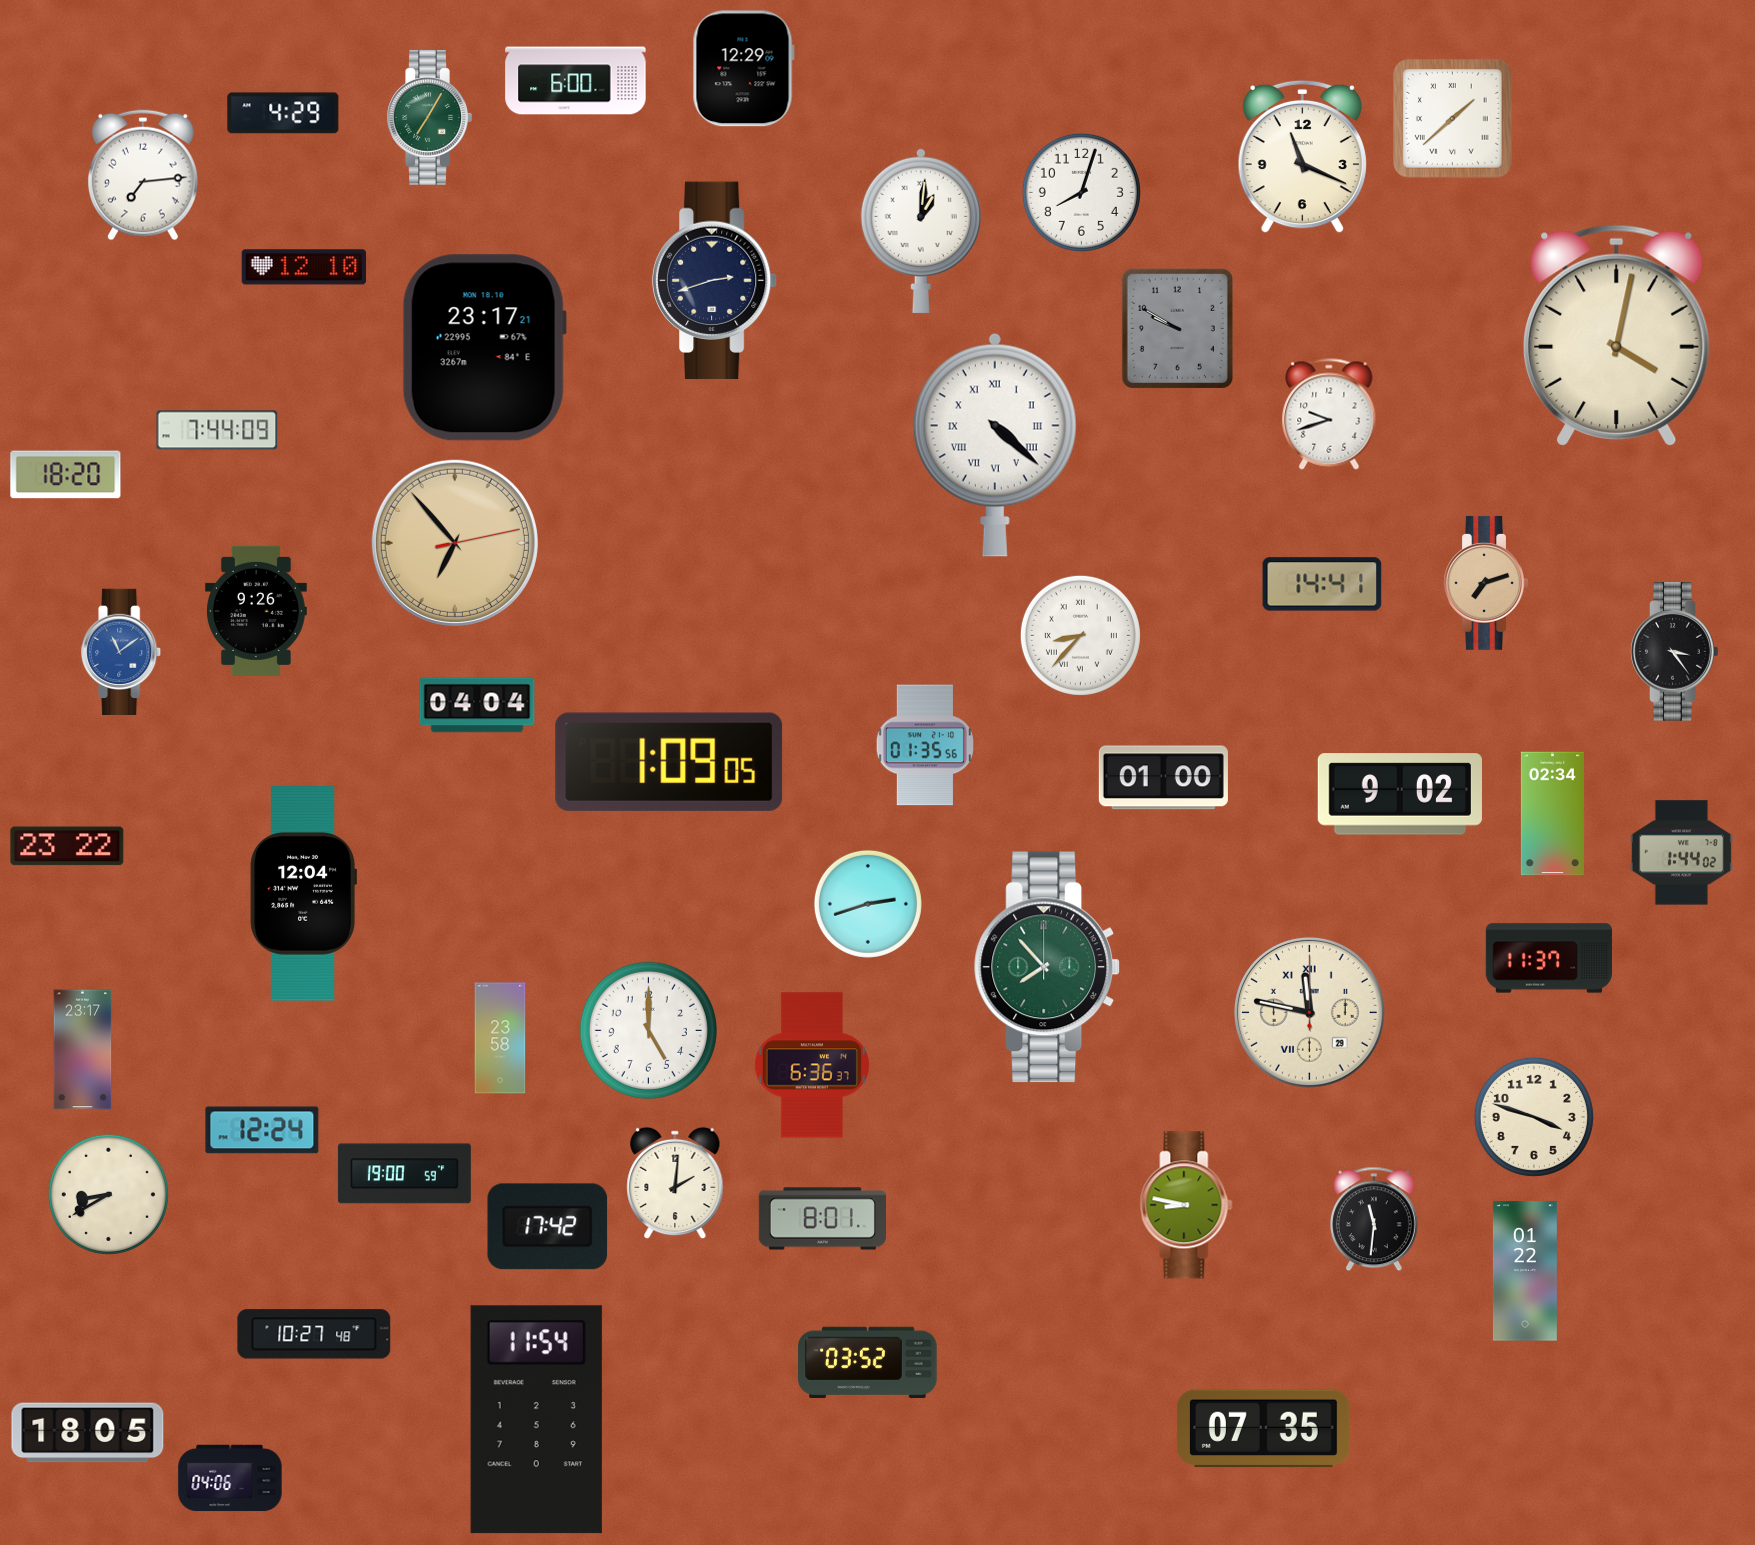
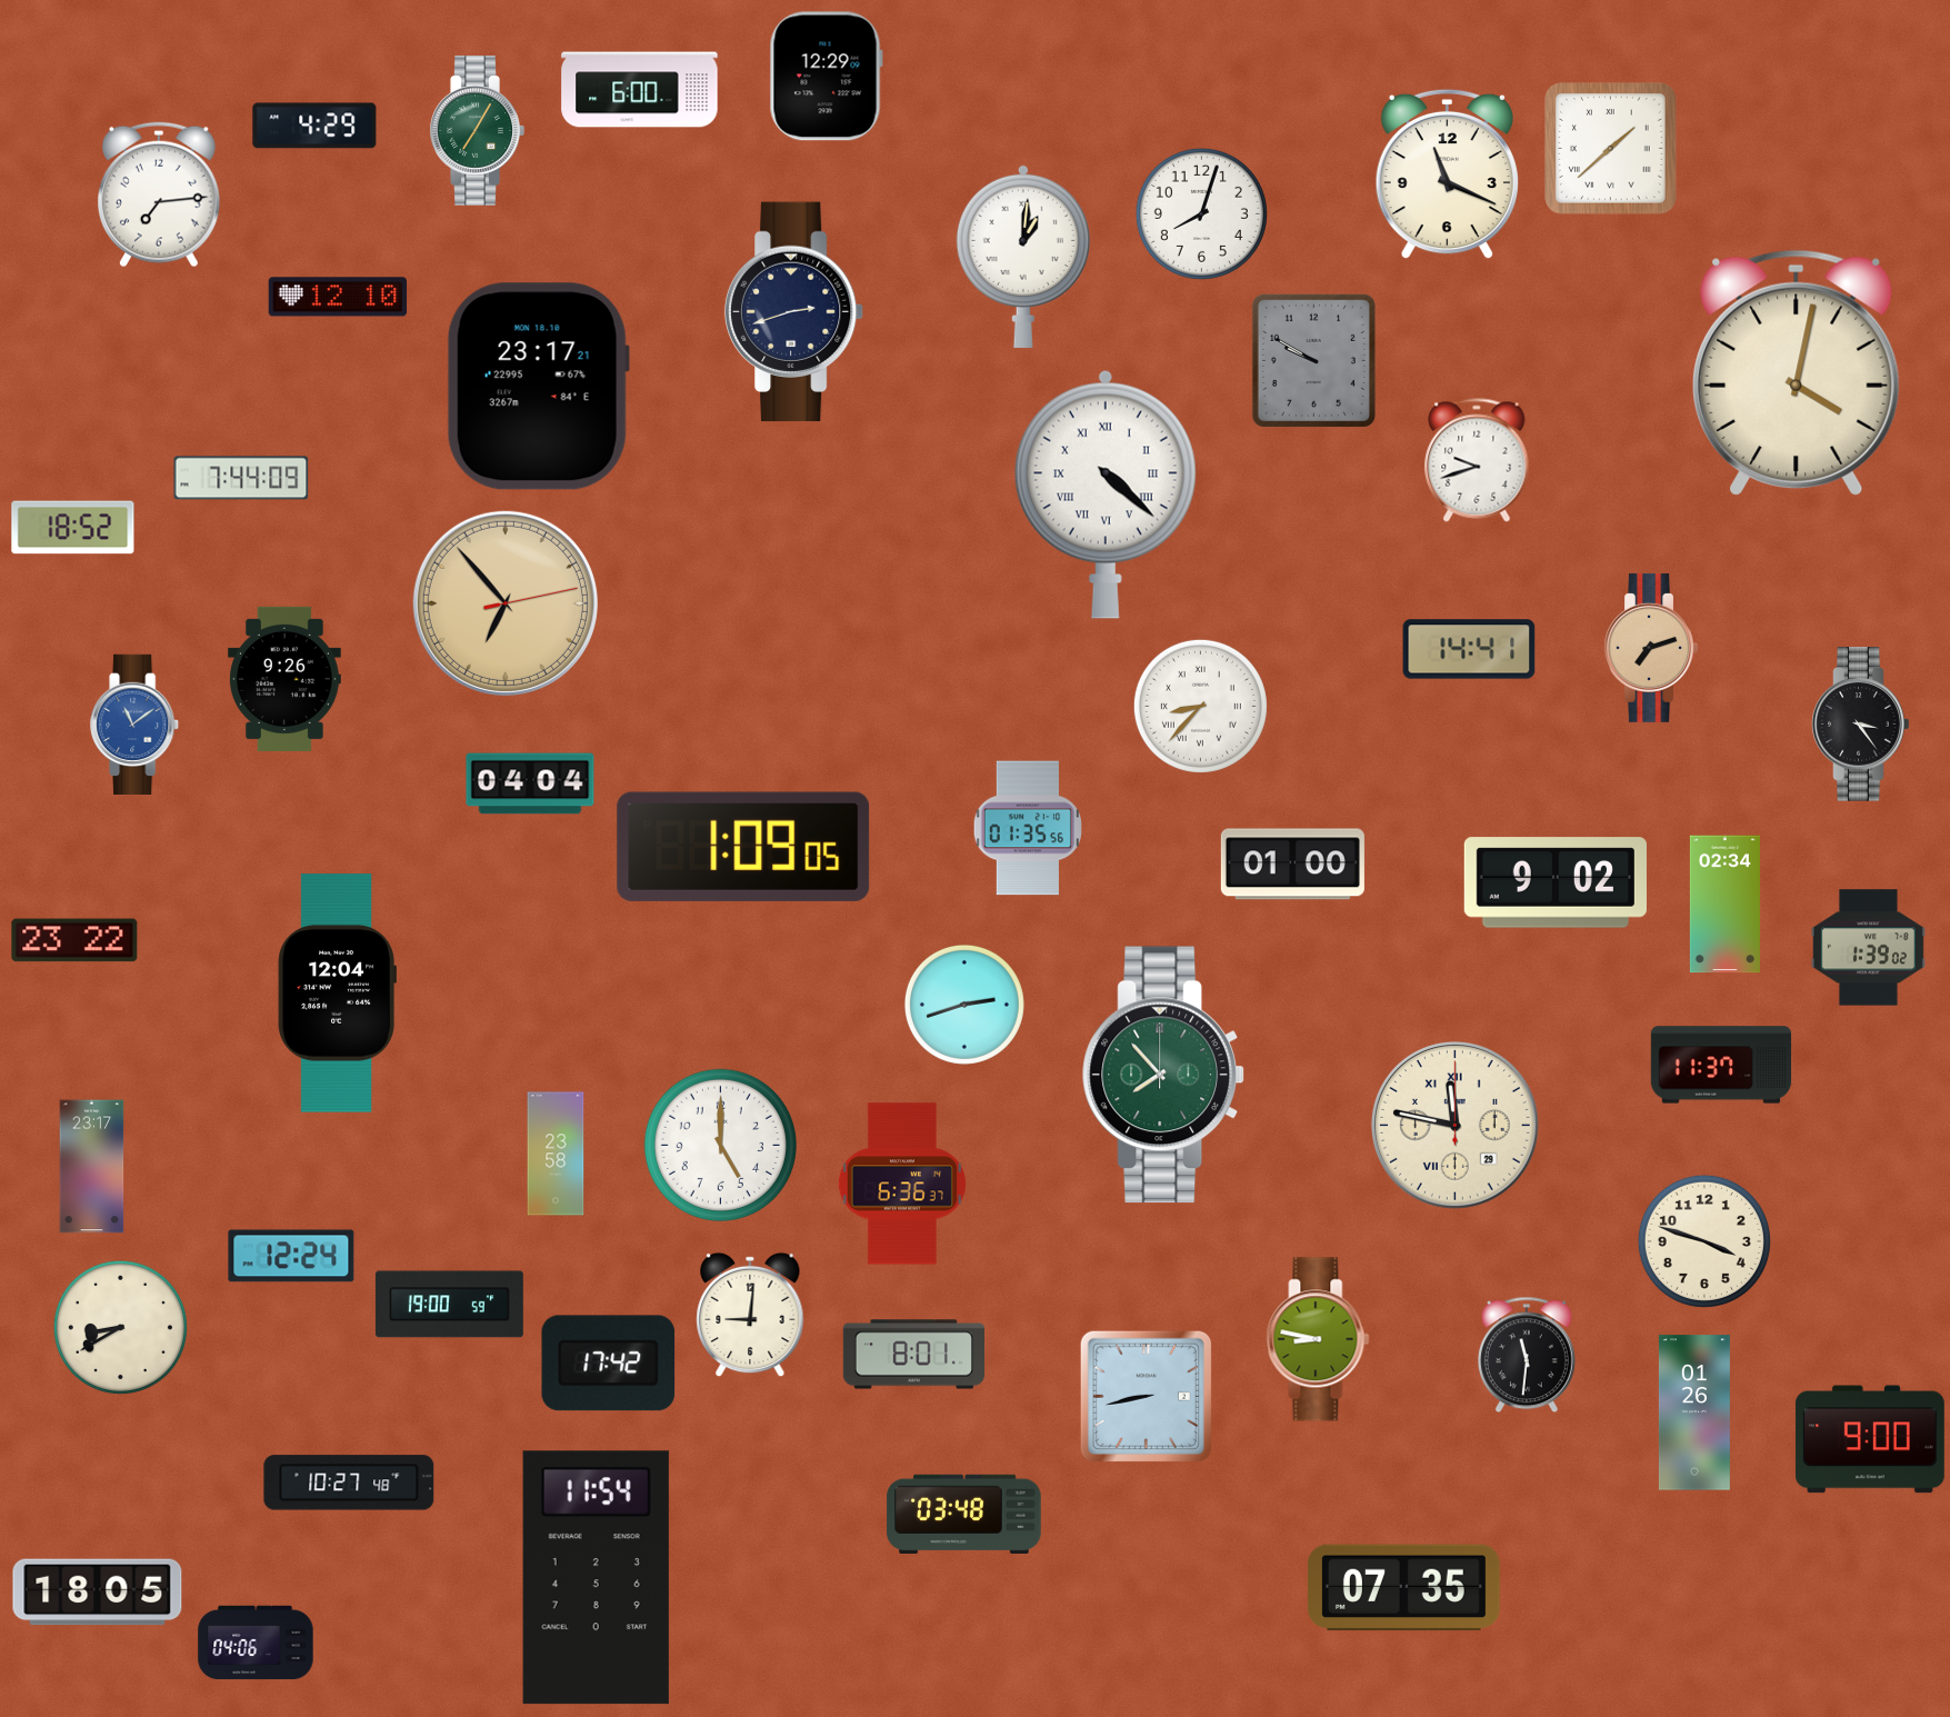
clock at (1453, 119) position: (1453, 119) -> (1611, 149)
clock at (1177, 328) position: (1177, 328) -> (1313, 360)
clock at (66, 475): 18:20 -> 18:52
clock at (1681, 853): 1:44 -> 1:39
clock at (675, 1183): 2:01 -> 9:01
clock at (1146, 1396): none -> 8:43
clock at (1525, 1271): 01:22 -> 01:26
clock at (1870, 1439): none -> 9:00
clock at (868, 1362): 03:52 -> 03:48
